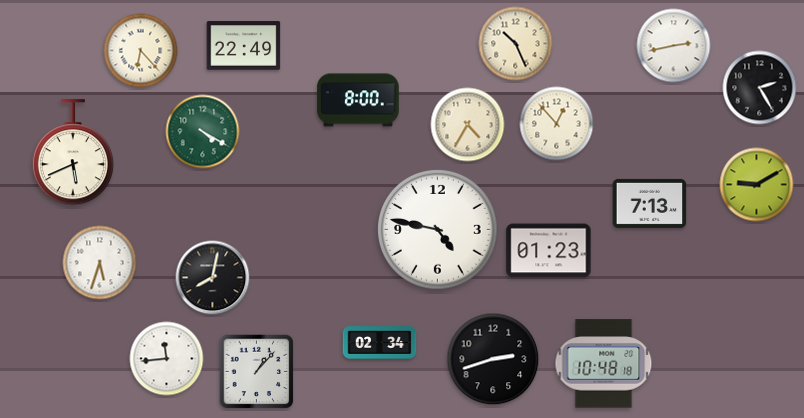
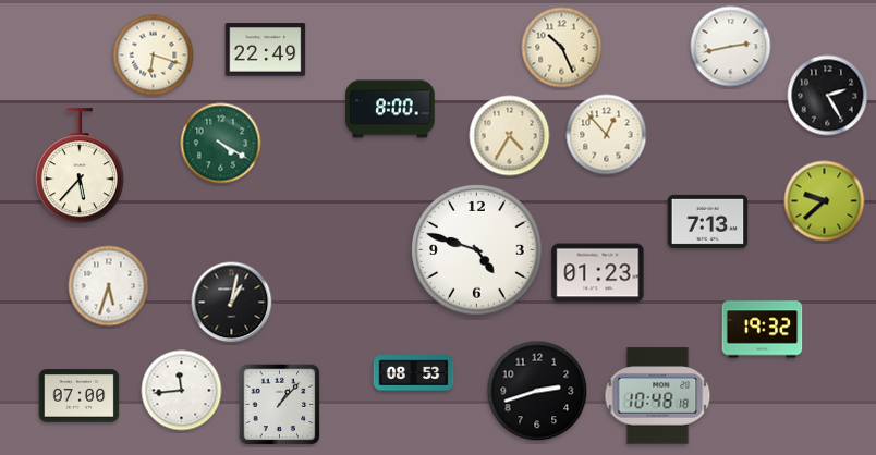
clock at (674, 46) position: (674, 46) -> (731, 47)
clock at (141, 51): 6:23 -> 6:18
clock at (73, 153): 5:41 -> 5:37
clock at (757, 185): 9:10 -> 9:38
clock at (438, 230): 4:47 -> 4:48
clock at (213, 278): 8:02 -> 1:02
clock at (763, 330): none -> 19:32
clock at (380, 343): 02:34 -> 08:53
clock at (80, 396): none -> 07:00
